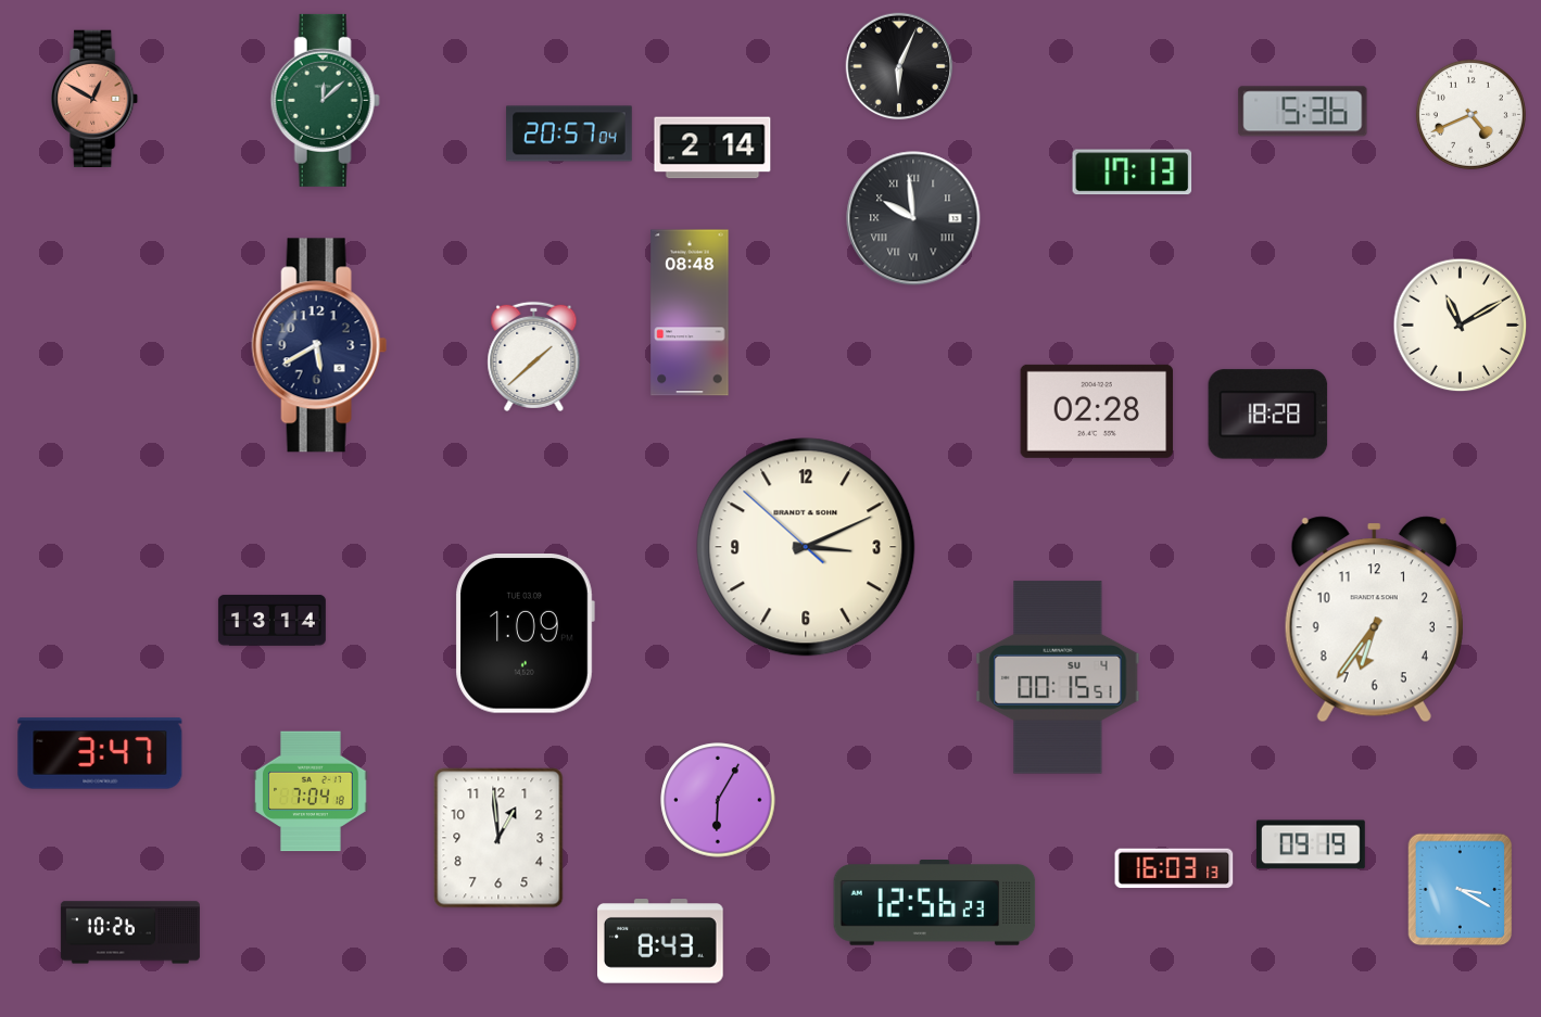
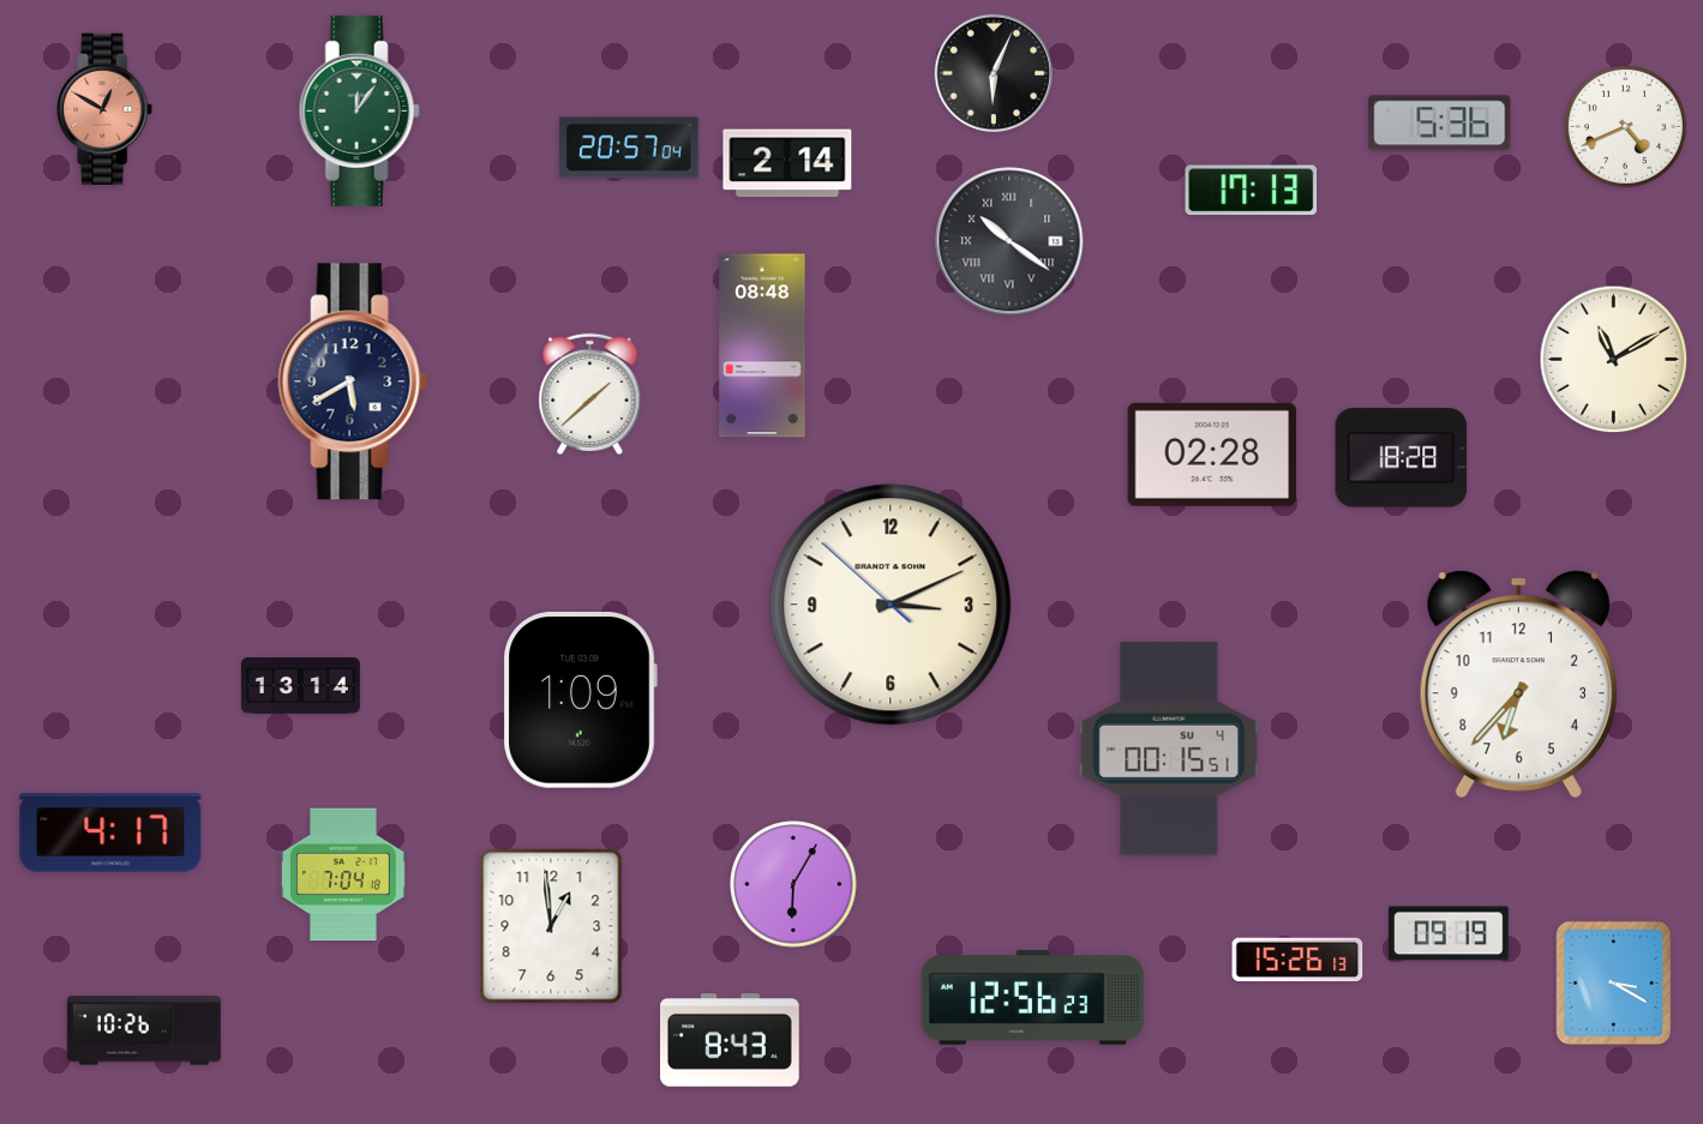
clock at (325, 100): 12:08 -> 12:06
clock at (913, 218): 9:59 -> 10:21
clock at (1374, 620): 6:36 -> 6:37
clock at (100, 753): 3:47 -> 4:17
clock at (1174, 868): 16:03 -> 15:26
